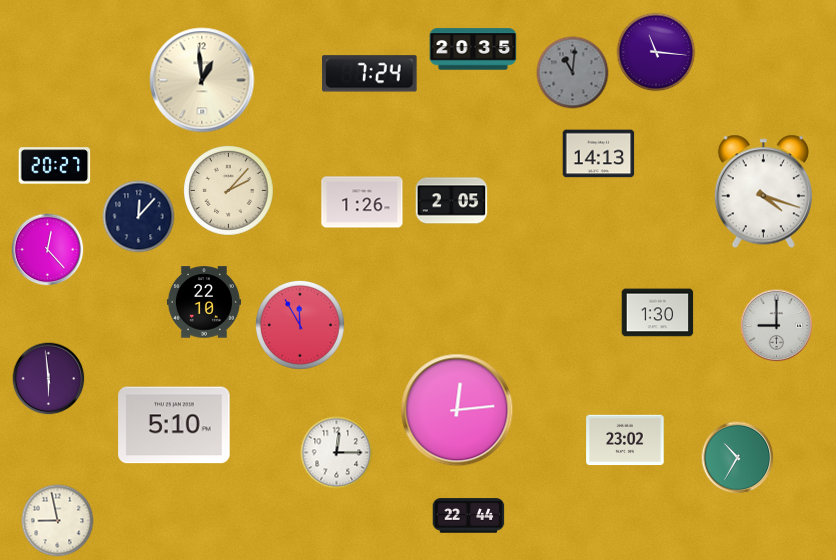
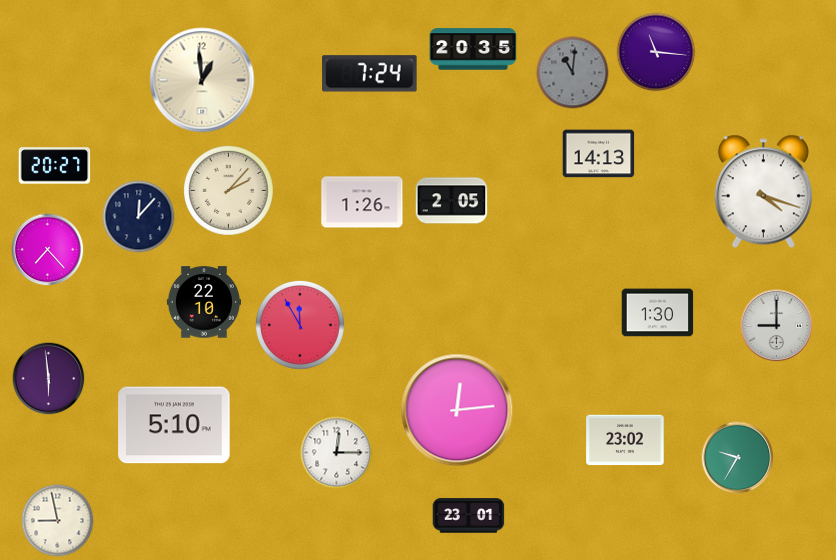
clock at (48, 250): 12:23 -> 7:23
clock at (738, 458): 10:35 -> 9:35
clock at (469, 516): 22:44 -> 23:01
